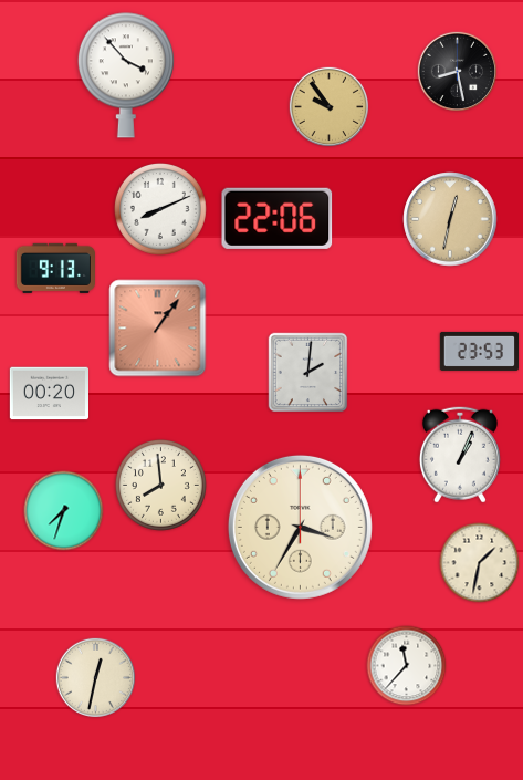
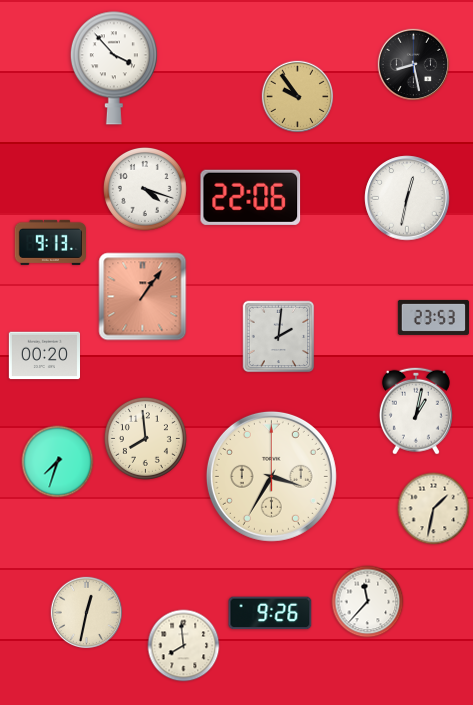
clock at (160, 209): 8:11 -> 4:18
clock at (450, 219) dial: champagne -> white
clock at (460, 455): 1:04 -> 1:02
clock at (270, 613): none -> 9:26
clock at (184, 646): none -> 7:59
